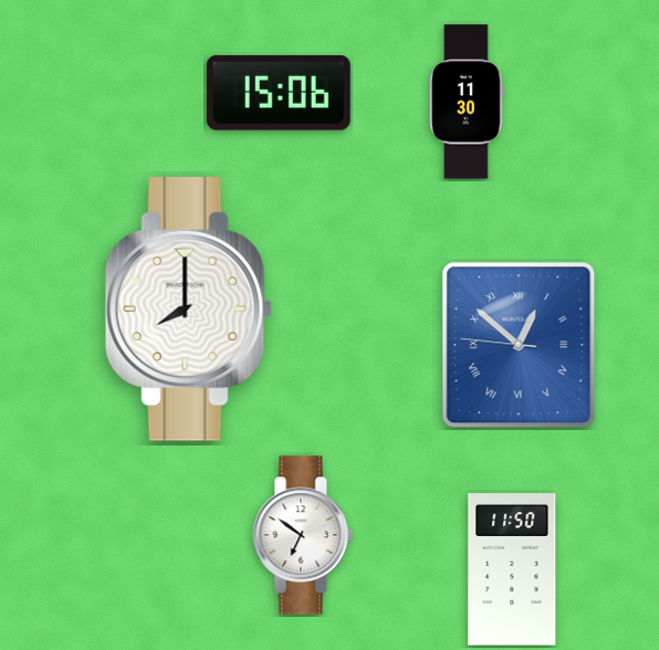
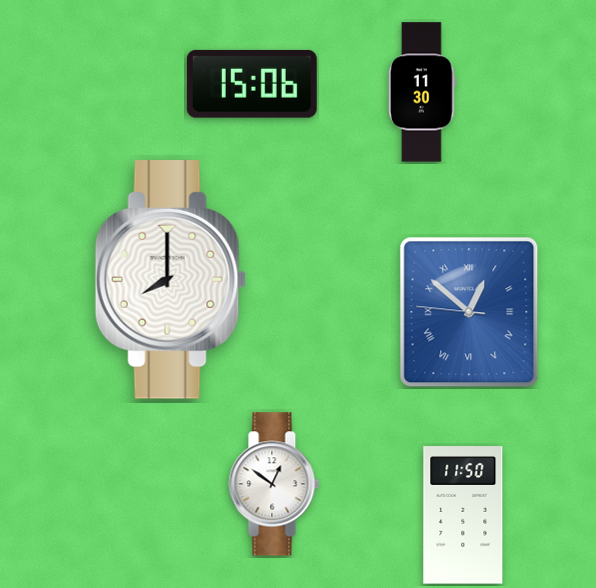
clock at (303, 535): 6:51 -> 12:51
